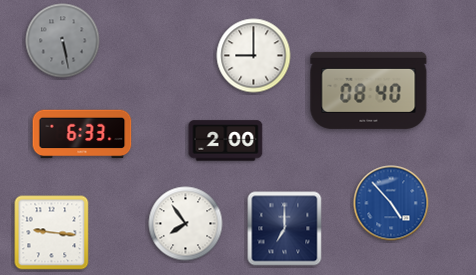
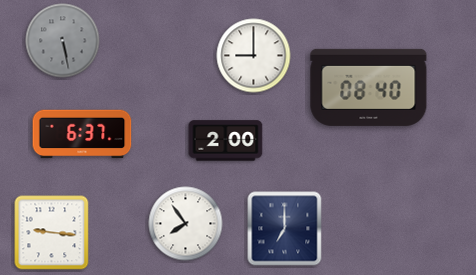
clock at (369, 90) position: (369, 90) -> (369, 87)
clock at (82, 134): 6:33 -> 6:37
clock at (391, 203): 4:53 -> none
